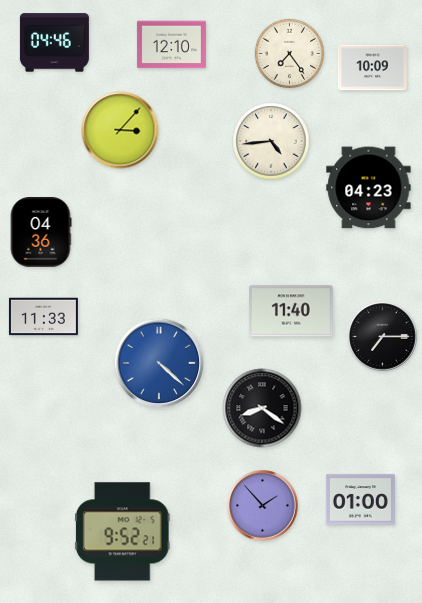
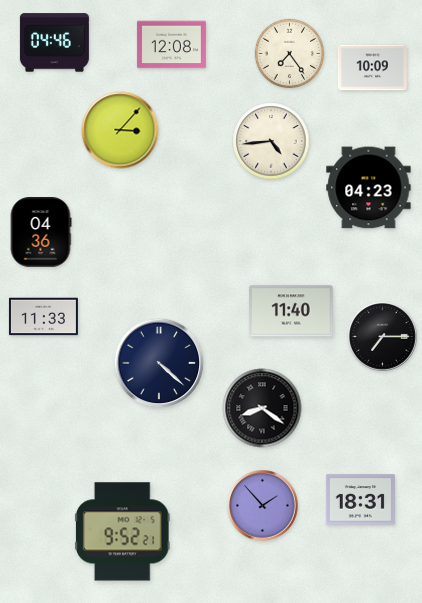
clock at (171, 45): 12:10 -> 12:08
clock at (159, 363) dial: blue -> navy
clock at (360, 500): 01:00 -> 18:31
